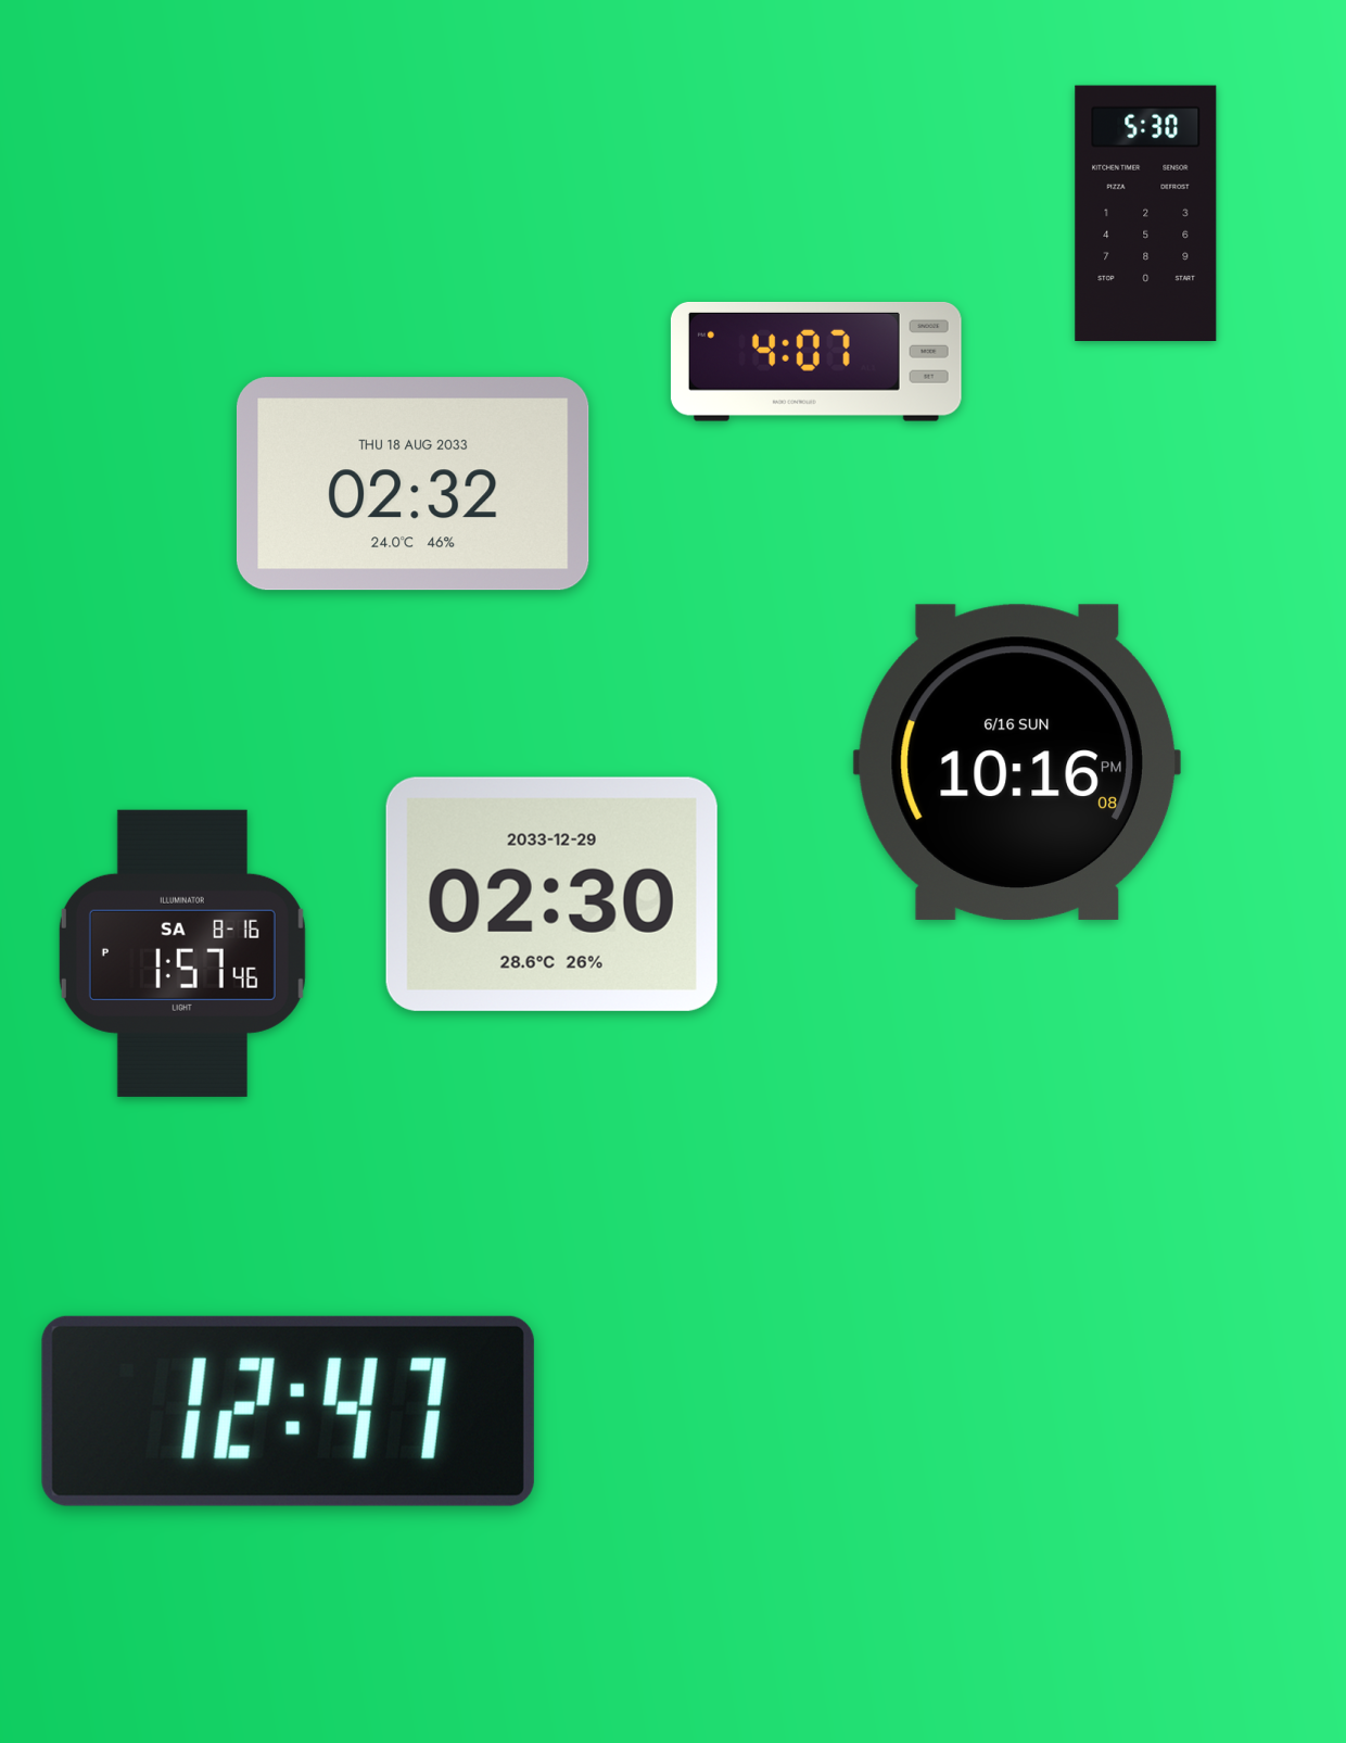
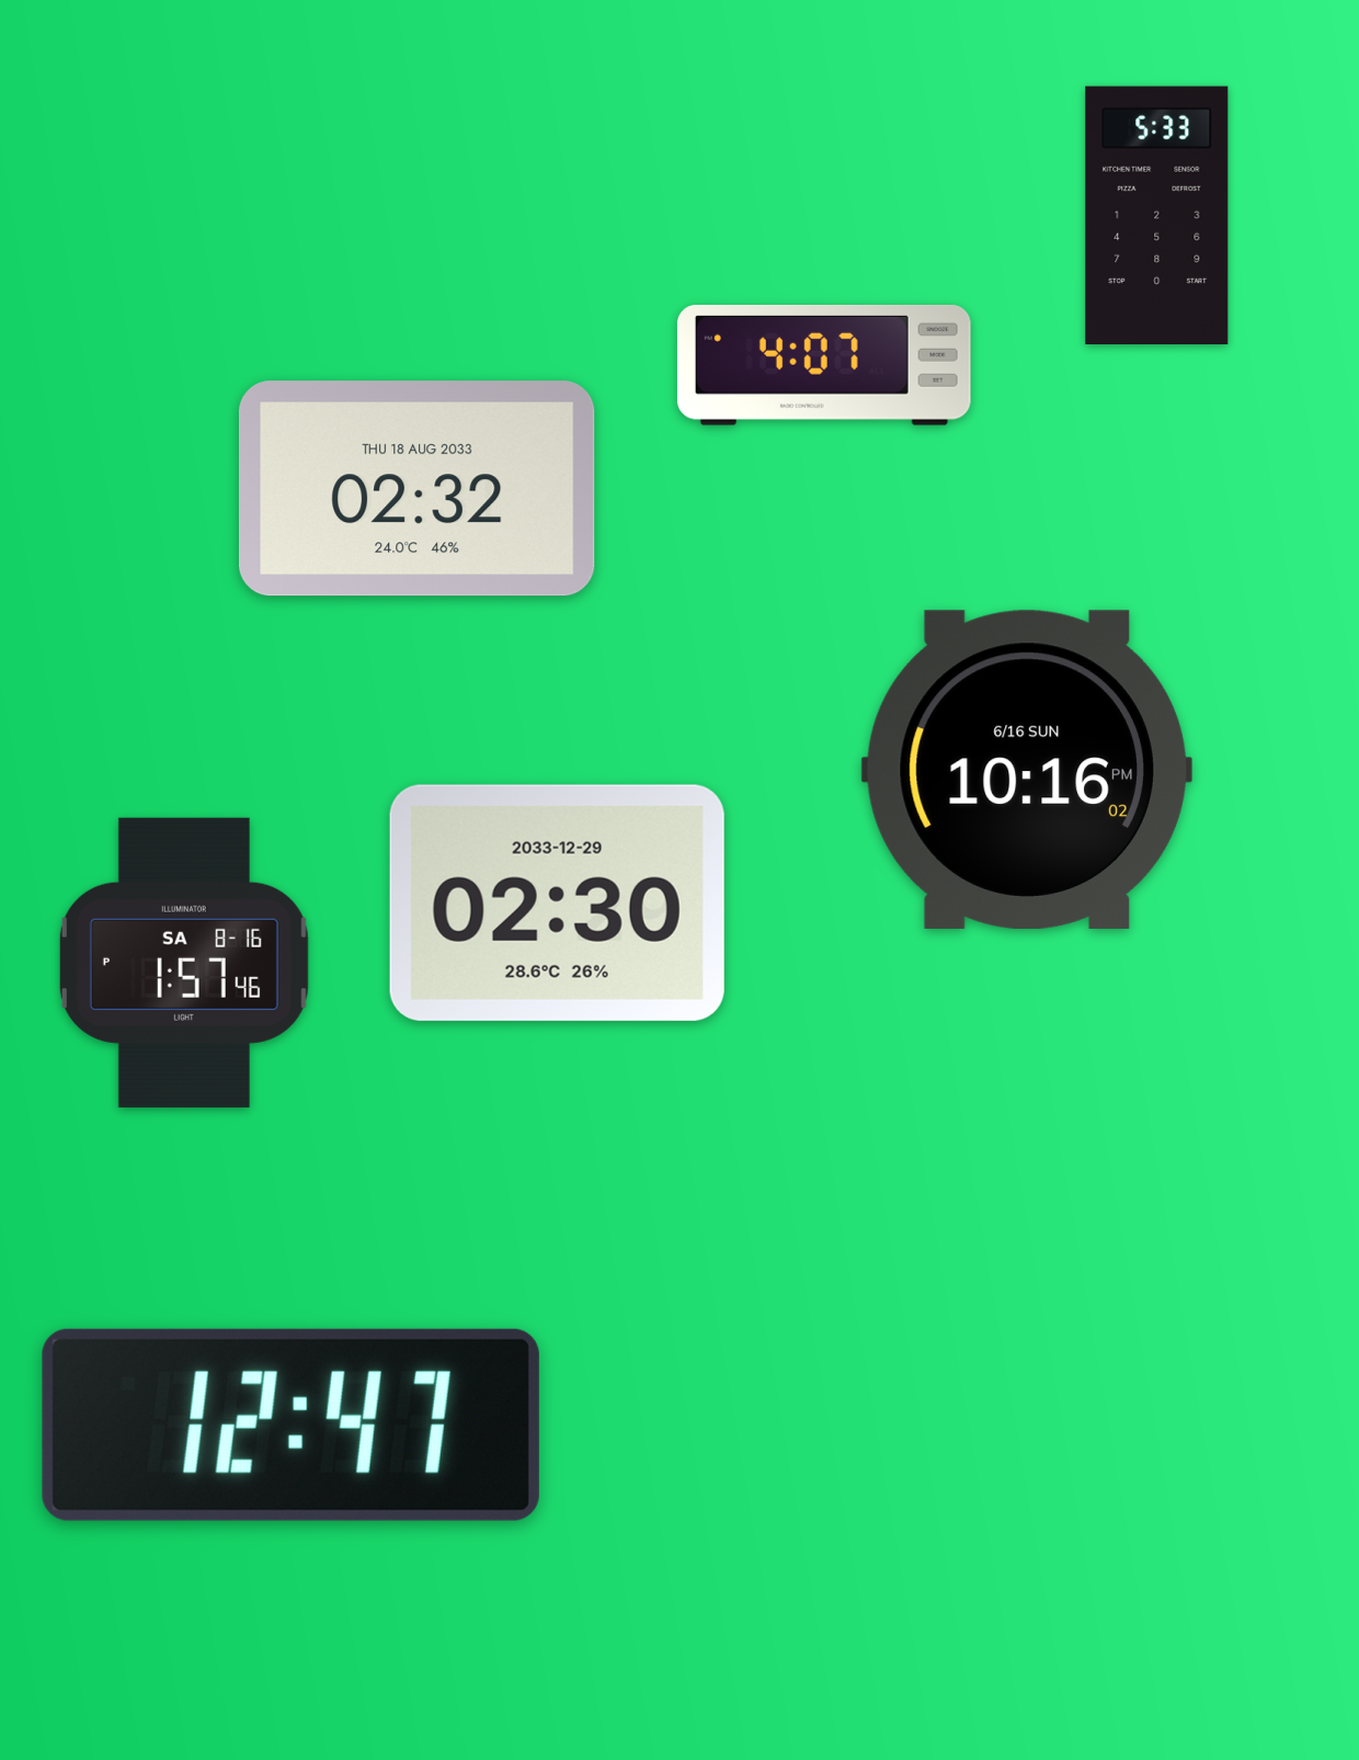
clock at (1146, 213): 5:30 -> 5:33
clock at (1017, 762): 10:16:08 PM -> 10:16:02 PM
